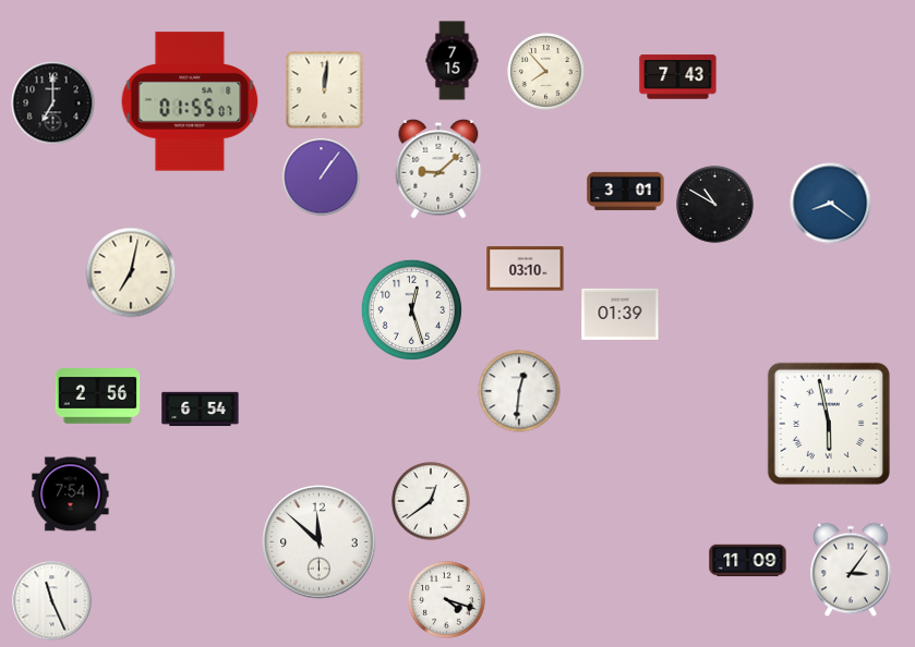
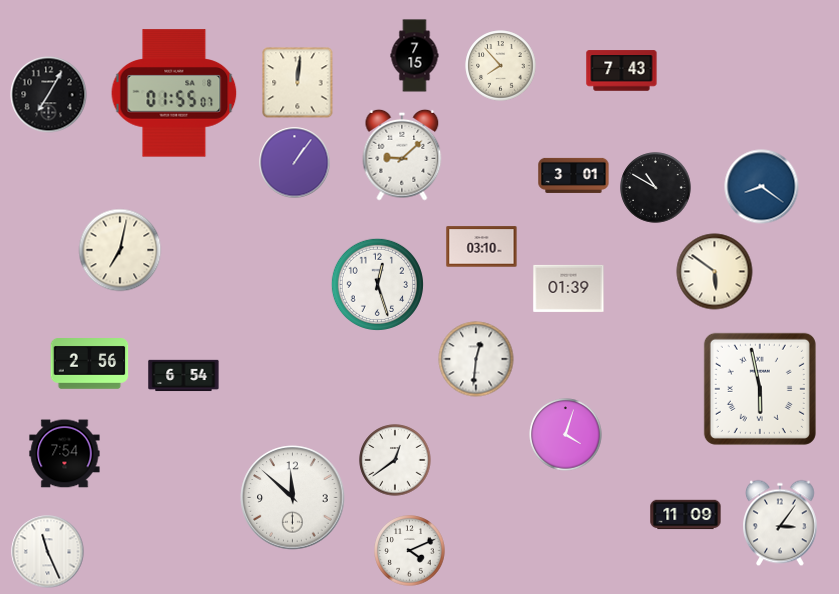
clock at (53, 103): 7:00 -> 7:05
clock at (715, 272): none -> 5:51
clock at (566, 435): none -> 4:03
clock at (447, 600): 4:18 -> 4:11
